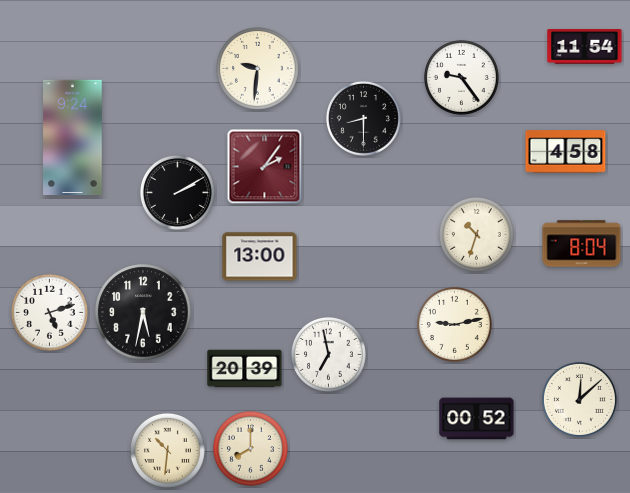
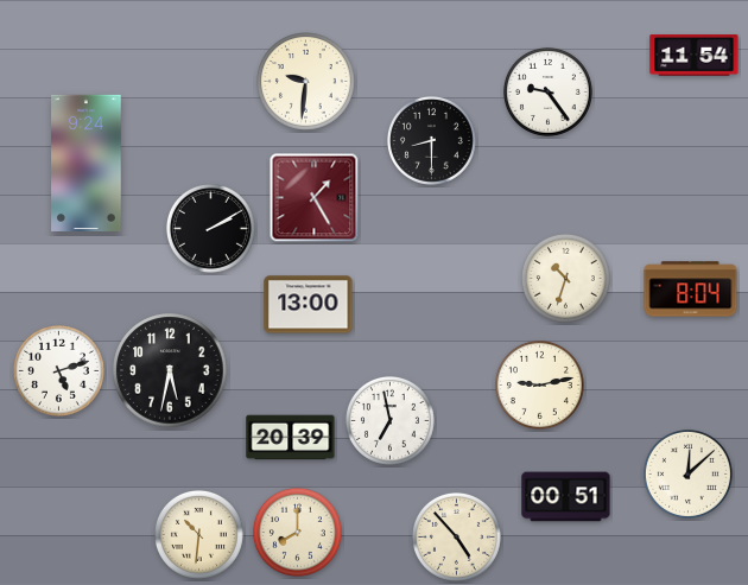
clock at (566, 152): 4:58 -> none
clock at (265, 167): 2:06 -> 1:25
clock at (477, 419): 00:52 -> 00:51
clock at (456, 536): none -> 4:53
